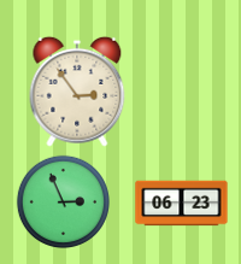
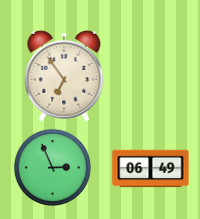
clock at (77, 92): 2:54 -> 6:54
clock at (182, 204): 06:23 -> 06:49
